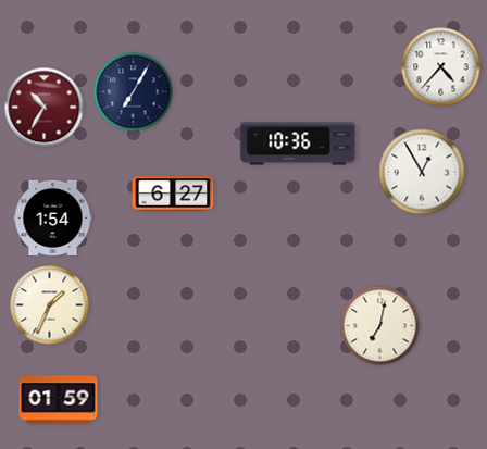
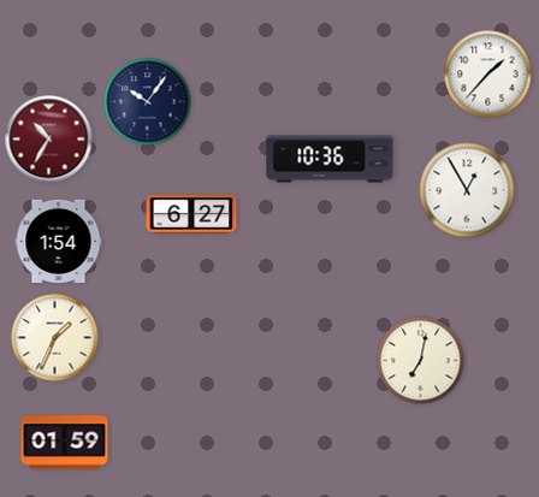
clock at (441, 67): 4:37 -> 1:37
clock at (134, 92): 7:05 -> 10:06
clock at (45, 108) position: (45, 108) -> (49, 140)
